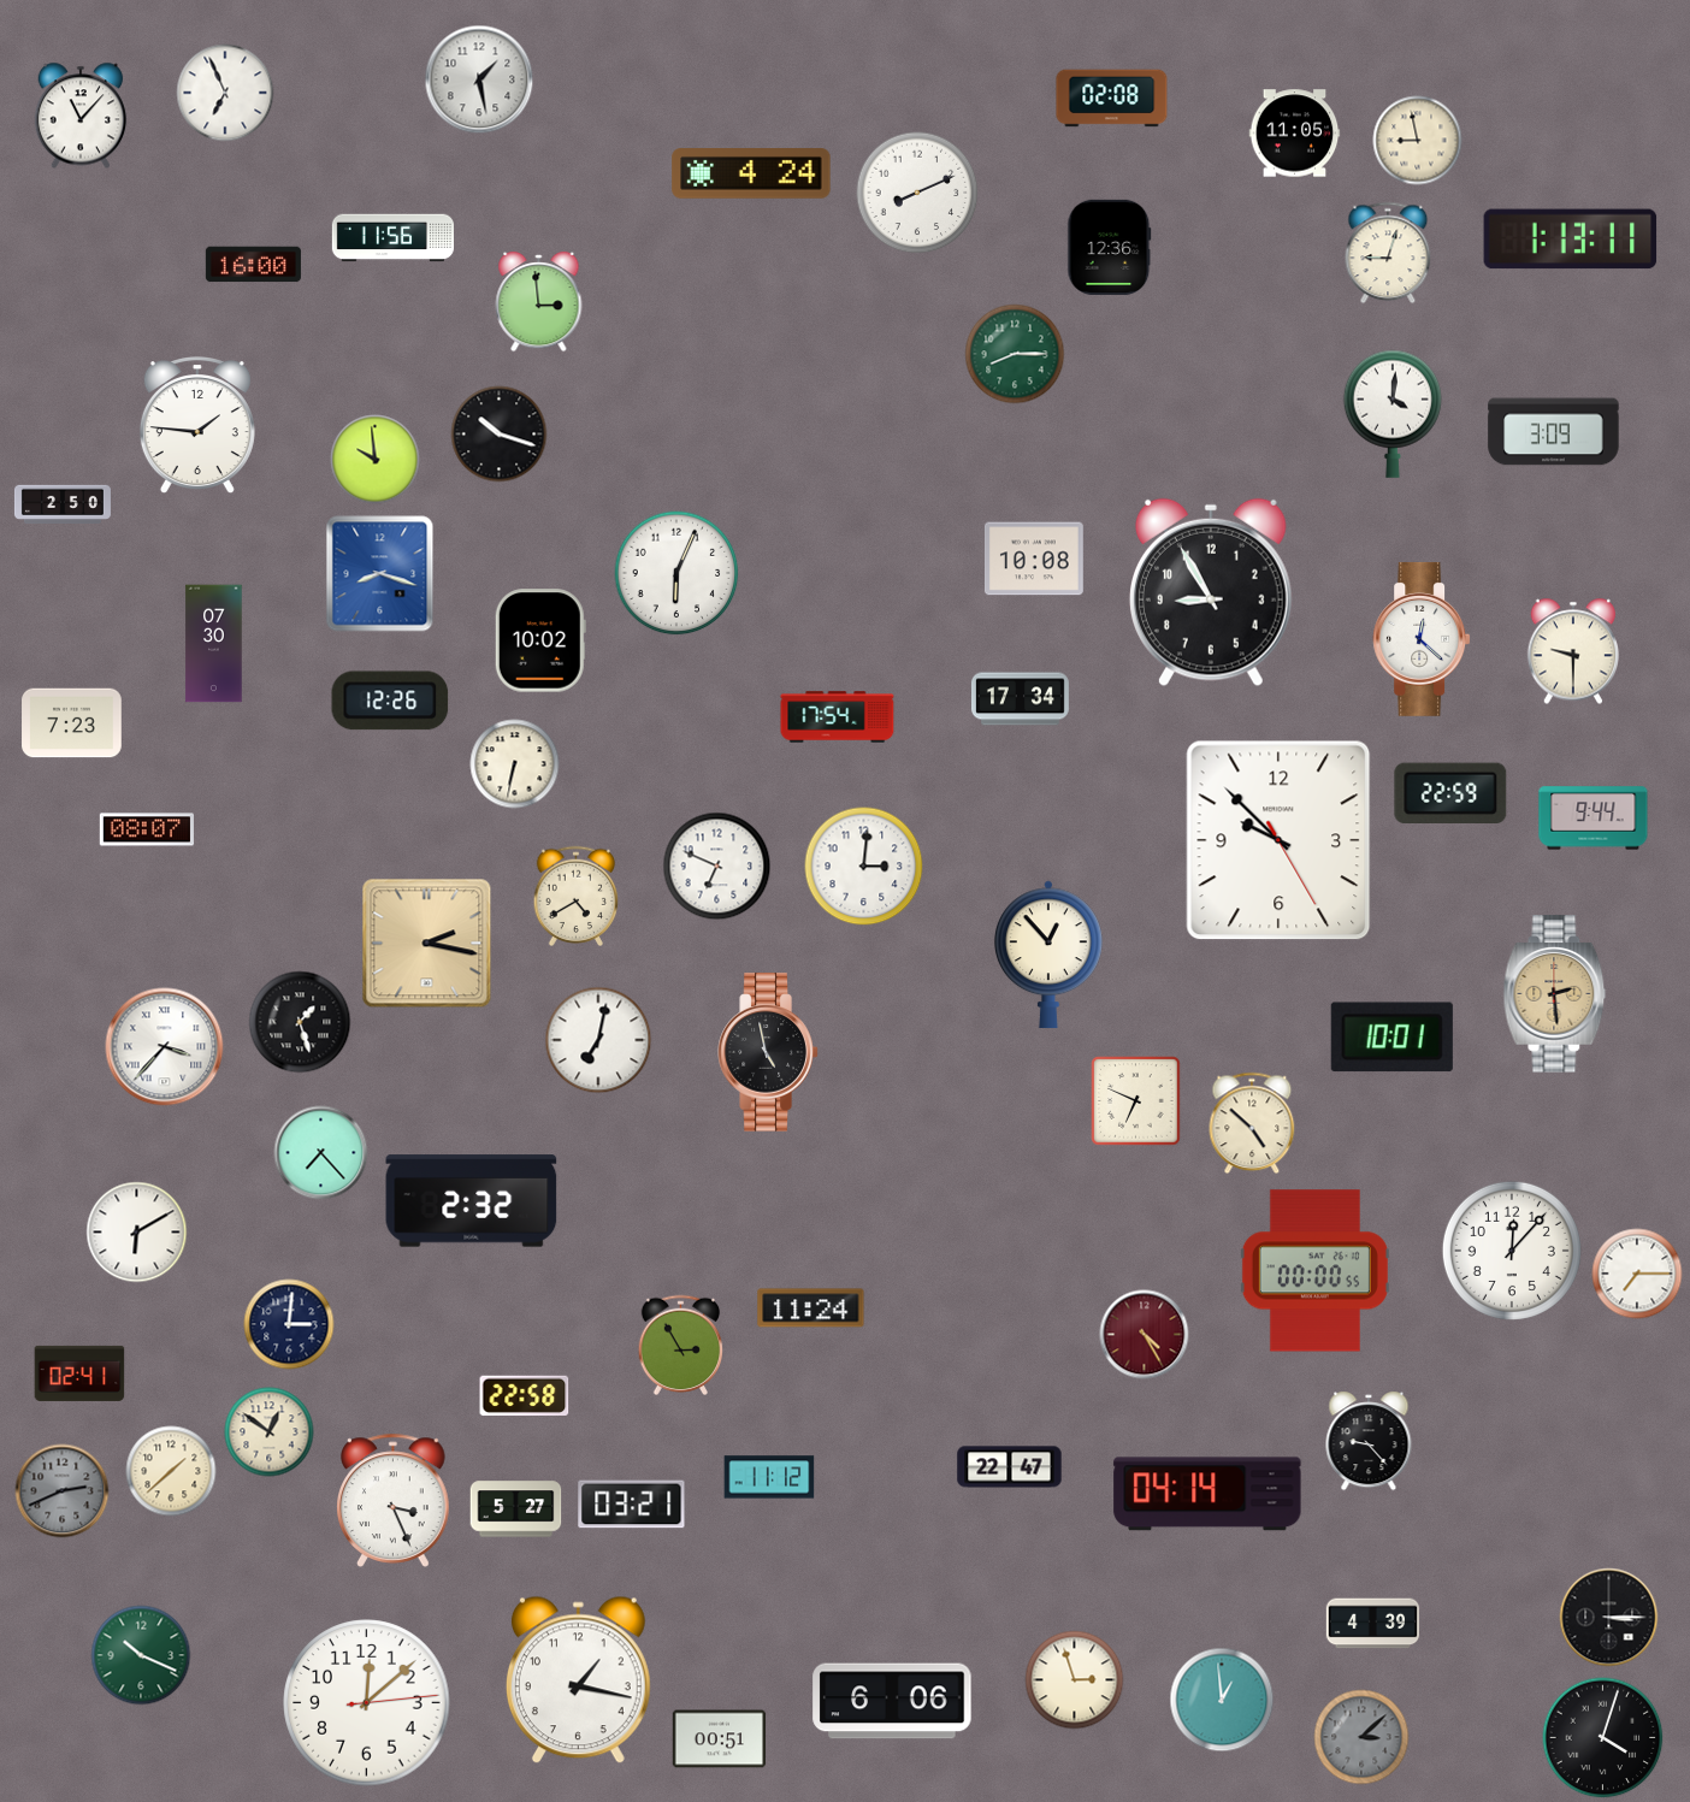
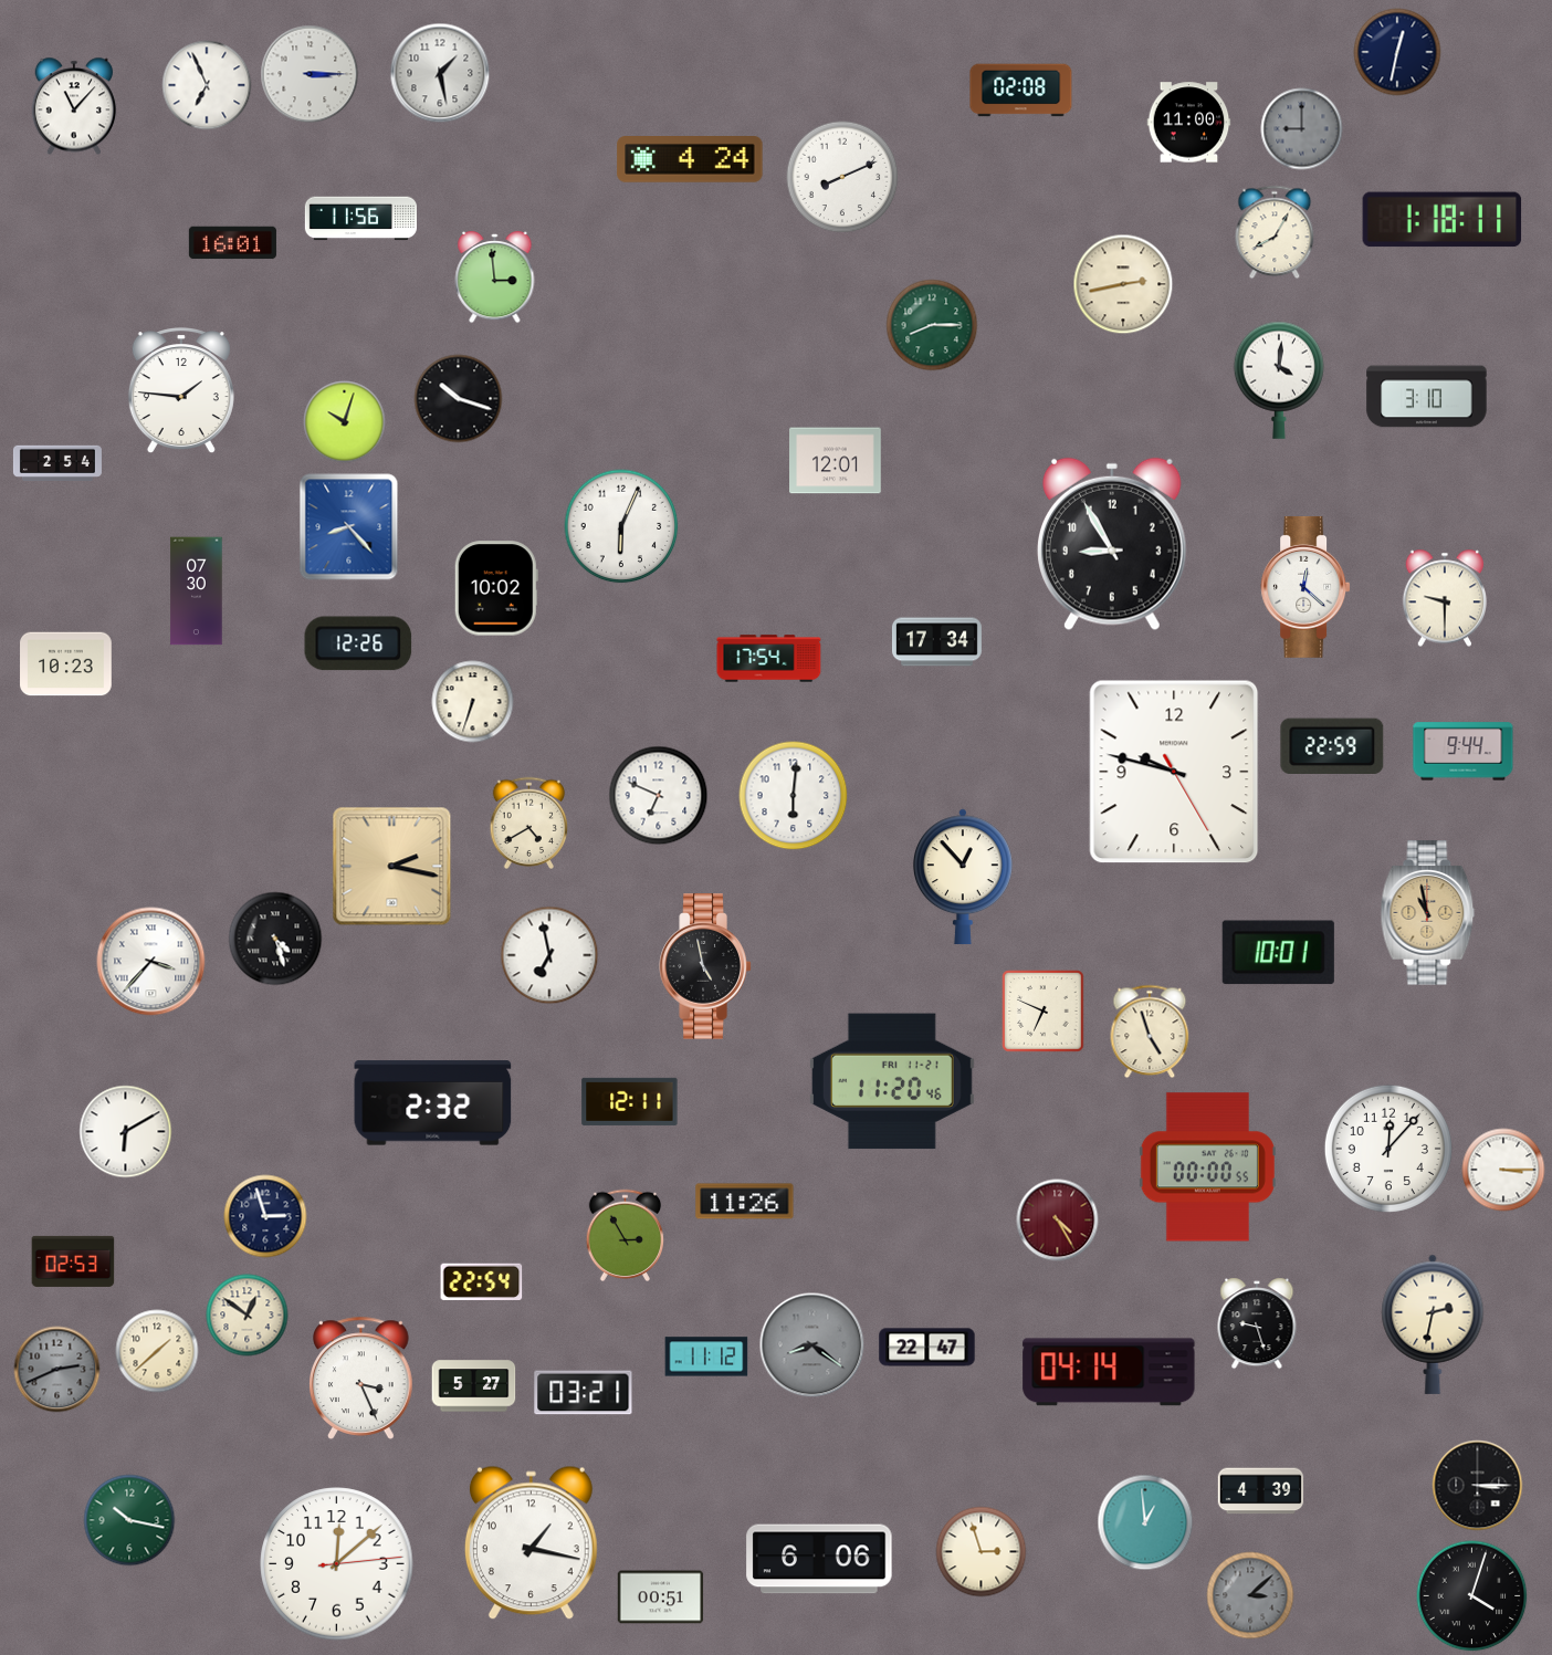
clock at (1397, 52): none -> 12:32
clock at (310, 74): none -> 3:15
clock at (1295, 134): 11:05 -> 11:00
clock at (1418, 141): 8:58 -> 9:00
clock at (1418, 141) dial: cream -> grey
clock at (1571, 240): 1:13 -> 1:18
clock at (1110, 247): 12:36 -> none
clock at (1388, 253): 9:03 -> 8:05
clock at (253, 265): 16:00 -> 16:01
clock at (1123, 284): none -> 2:43
clock at (1554, 432): 3:09 -> 3:10
clock at (376, 460): 9:59 -> 10:03
clock at (836, 461): none -> 12:01
clock at (63, 503): 2:50 -> 2:54
clock at (1034, 559): 10:08 -> none
clock at (380, 574): 8:18 -> 8:23
clock at (72, 723): 7:23 -> 10:23
clock at (515, 764): 6:32 -> 6:33
clock at (1450, 793) position: (1450, 793) -> (1332, 746)
clock at (146, 829): 08:07 -> none
clock at (1278, 840): 9:52 -> 9:47
clock at (864, 867): 3:01 -> 6:01
clock at (1555, 994): 2:29 -> 10:58
clock at (300, 1022): 1:27 -> 4:27
clock at (598, 1040): 7:02 -> 6:58
clock at (1252, 1123): 4:52 -> 4:57
clock at (321, 1153): 7:23 -> none
clock at (892, 1081): none -> 11:20
clock at (630, 1101): none -> 12:11
clock at (1637, 1274): 7:15 -> 3:15
clock at (811, 1308): 11:24 -> 11:26
clock at (289, 1324): 3:01 -> 2:57
clock at (1145, 1335) position: (1145, 1335) -> (1058, 1221)
clock at (79, 1373): 02:41 -> 02:53
clock at (525, 1395): 22:58 -> 22:54
clock at (1369, 1441): 9:23 -> 9:27
clock at (1433, 1324): none -> 2:32
clock at (812, 1345): none -> 8:21
clock at (632, 1505) position: (632, 1505) -> (584, 1393)
clock at (141, 1655): 10:19 -> 10:17
clock at (1075, 1680) position: (1075, 1680) -> (982, 1552)
clock at (1222, 1700) position: (1222, 1700) -> (1145, 1522)
clock at (892, 1701) position: (892, 1701) -> (819, 1559)
